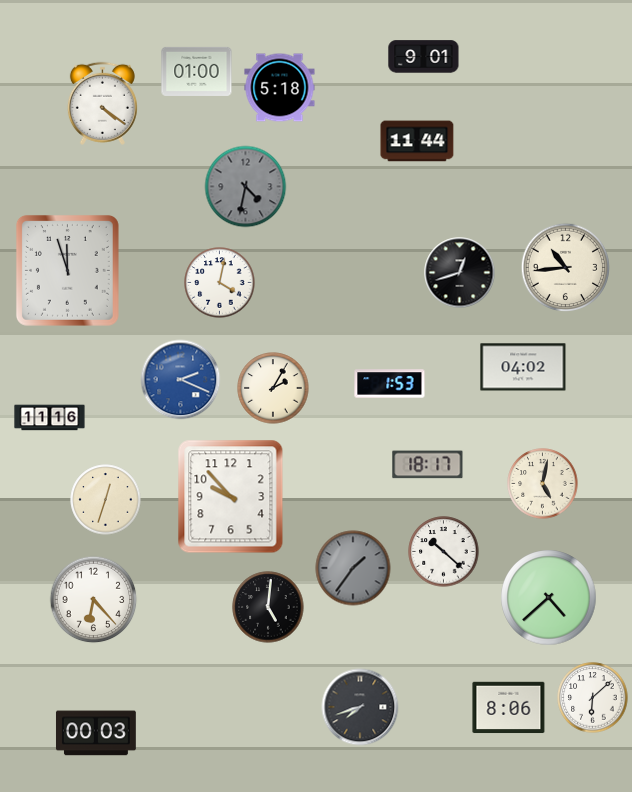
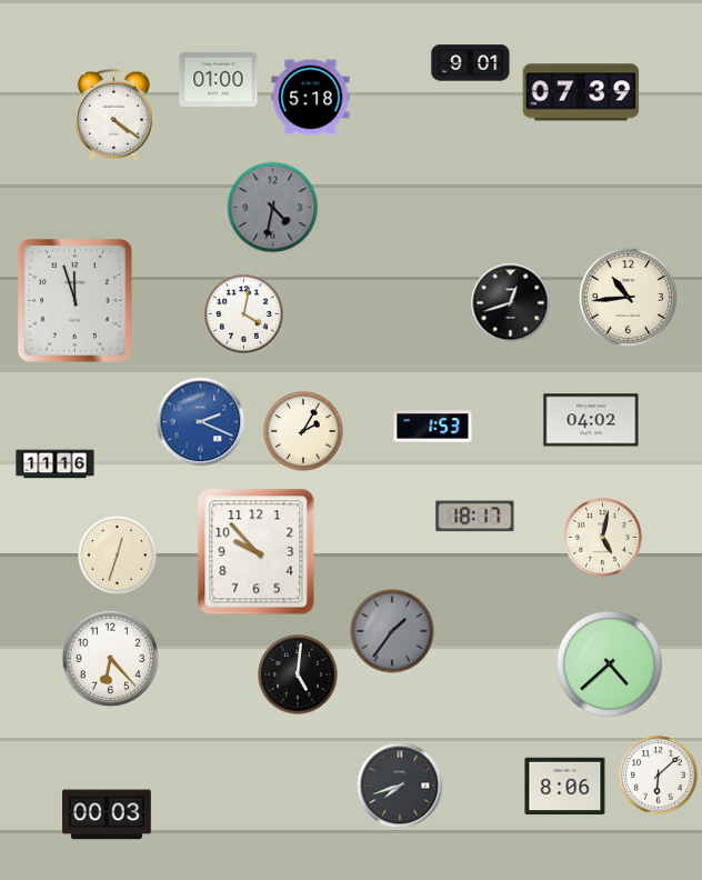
clock at (581, 92): none -> 07:39
clock at (417, 141): 11:44 -> none
clock at (523, 367) position: (523, 367) -> (591, 420)
clock at (444, 552): 10:22 -> none
clock at (94, 600) position: (94, 600) -> (111, 659)
